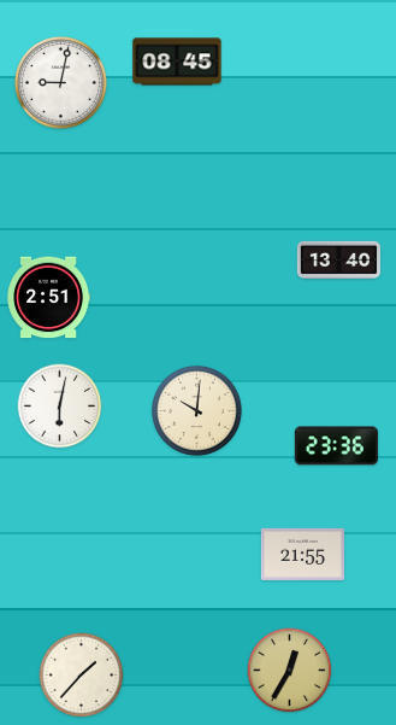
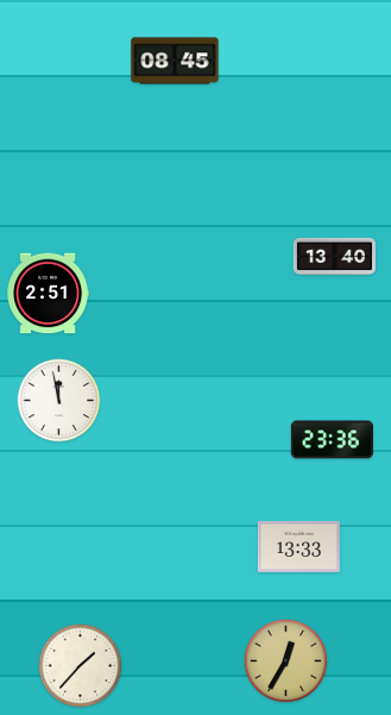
clock at (61, 83): 9:02 -> none
clock at (60, 407): 6:02 -> 11:58
clock at (196, 410): 10:01 -> none
clock at (302, 554): 21:55 -> 13:33
